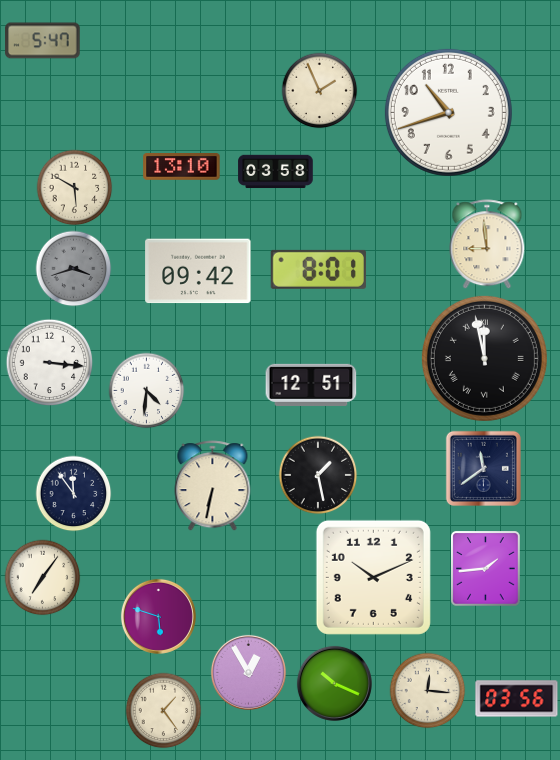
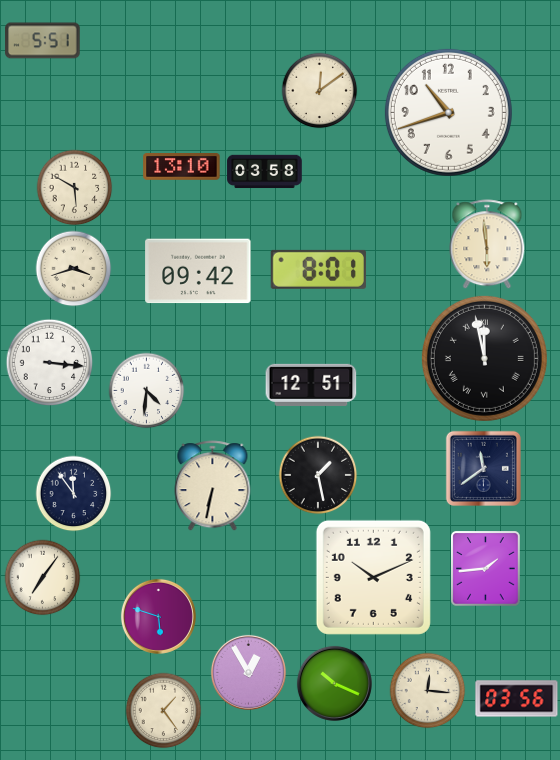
clock at (43, 41): 5:47 -> 5:51
clock at (320, 91): 1:56 -> 12:09
clock at (276, 172) position: (276, 172) -> (265, 172)
clock at (487, 245): 8:59 -> 5:59
clock at (74, 269) dial: grey -> cream
